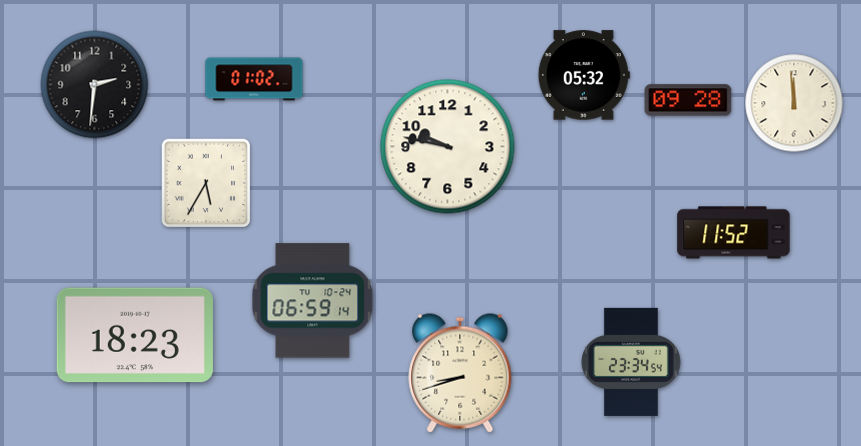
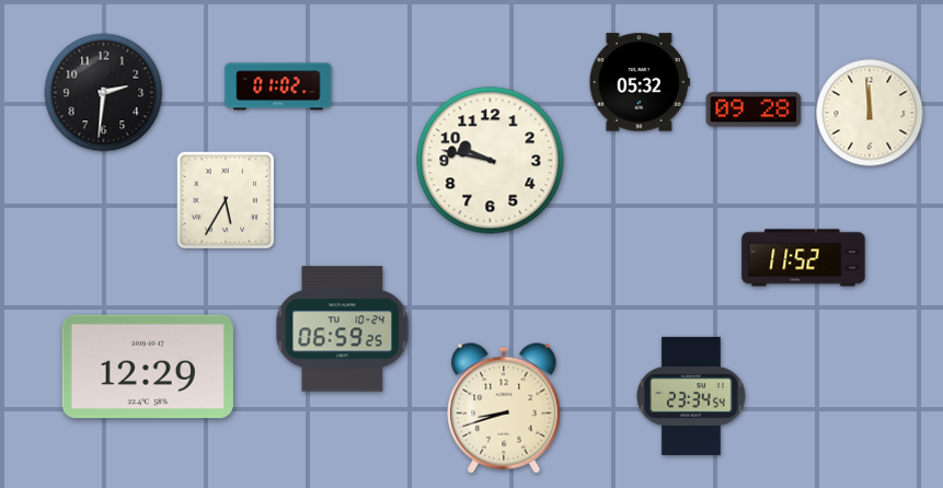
clock at (734, 233) position: (734, 233) -> (804, 258)
clock at (313, 301): 06:59:14 -> 06:59:25
clock at (135, 335): 18:23 -> 12:29
